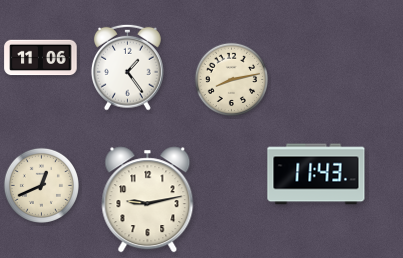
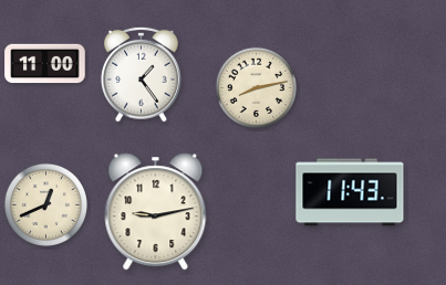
clock at (41, 58): 11:06 -> 11:00
clock at (148, 200) position: (148, 200) -> (156, 212)
